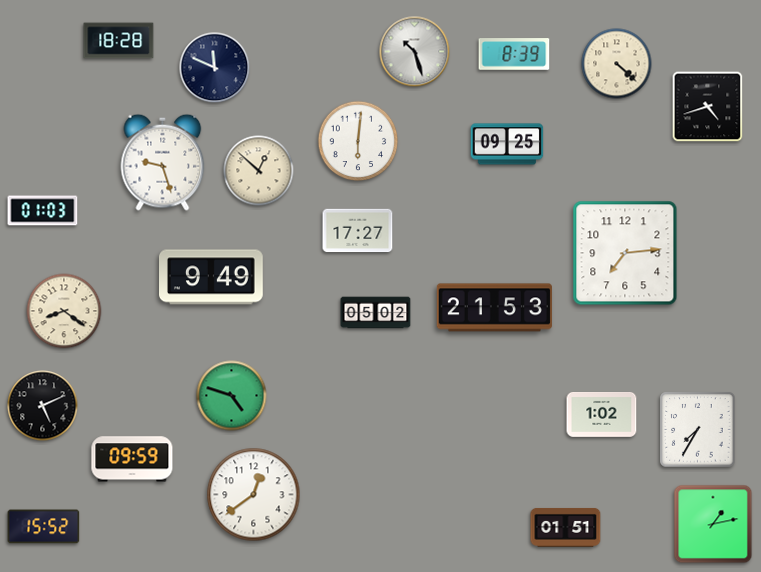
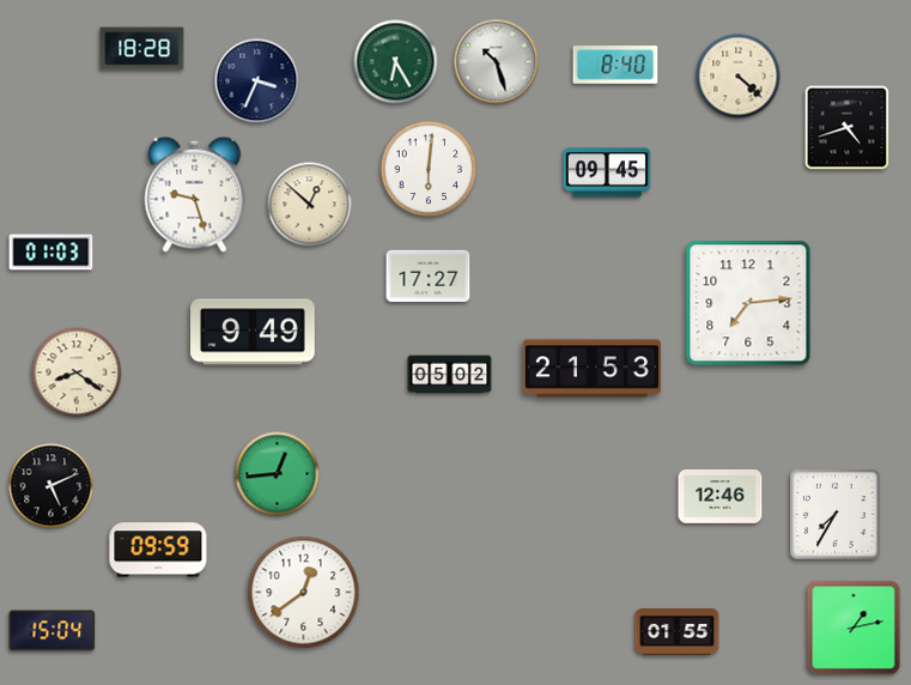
clock at (396, 62): none -> 6:25
clock at (514, 54): 8:39 -> 8:40
clock at (215, 68): 11:49 -> 3:34
clock at (507, 144): 09:25 -> 09:45
clock at (232, 396): 4:48 -> 12:44
clock at (602, 415): 1:02 -> 12:46
clock at (44, 527): 15:52 -> 15:04
clock at (566, 527): 01:51 -> 01:55
